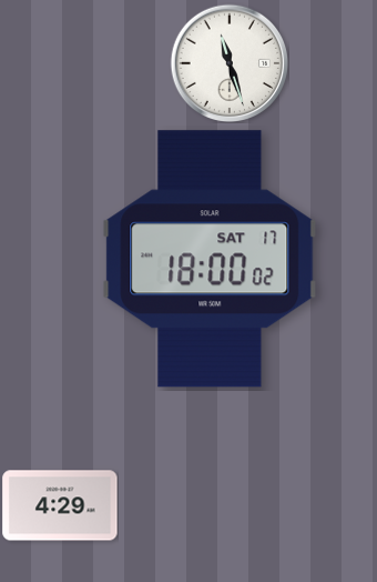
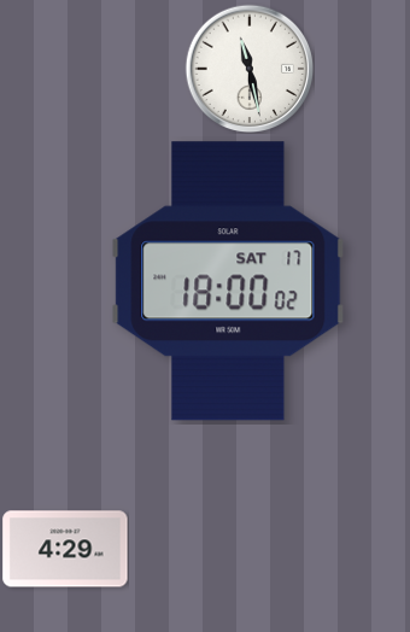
clock at (230, 63): 11:27 -> 11:28
